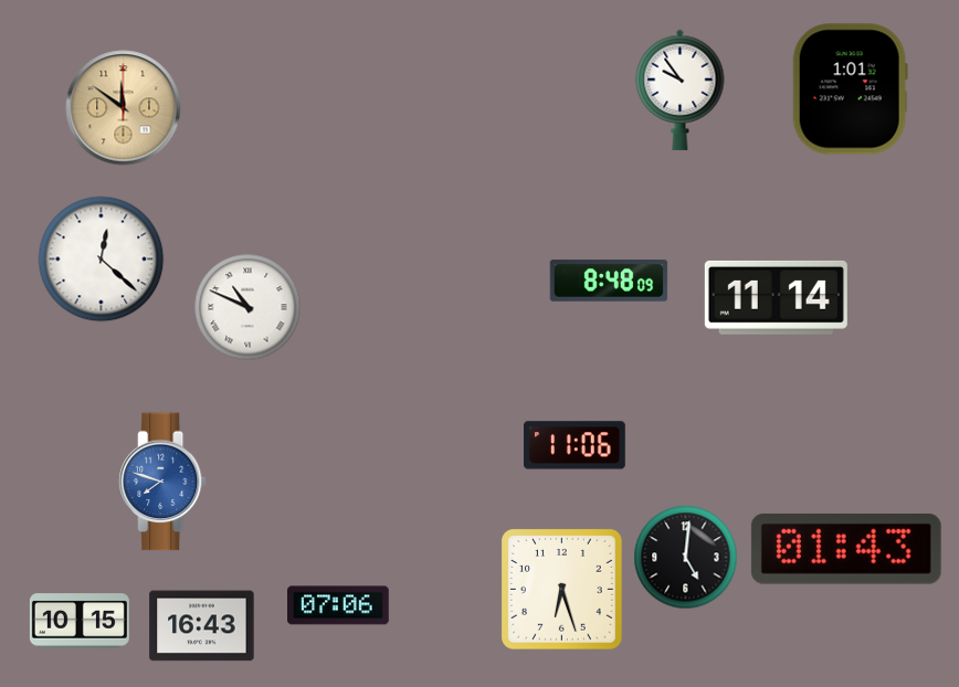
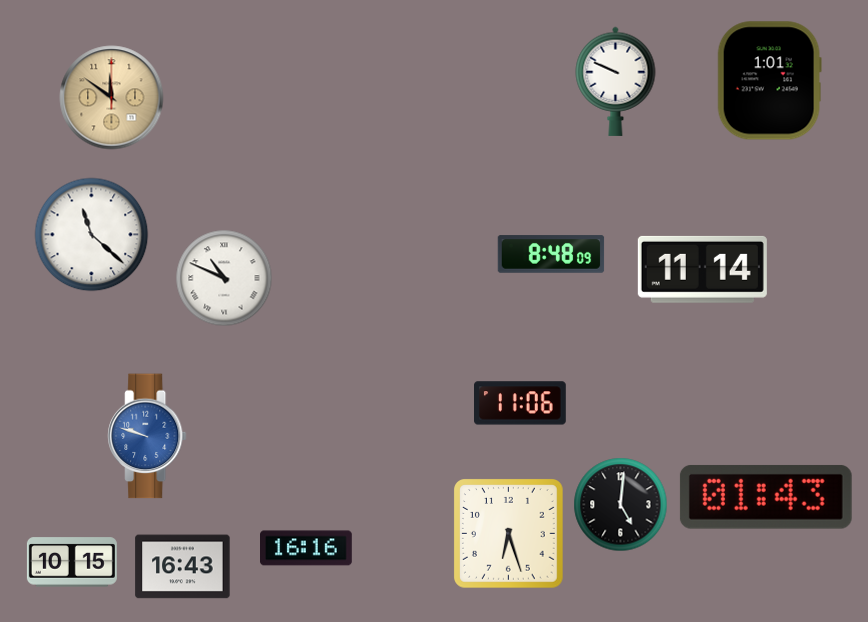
clock at (681, 89): 9:54 -> 9:49
clock at (102, 260): 12:22 -> 11:22
clock at (162, 482): 7:48 -> 9:48
clock at (339, 605): 07:06 -> 16:16
